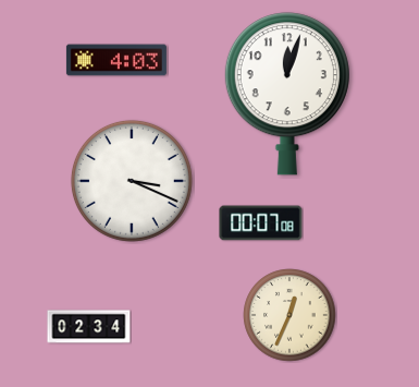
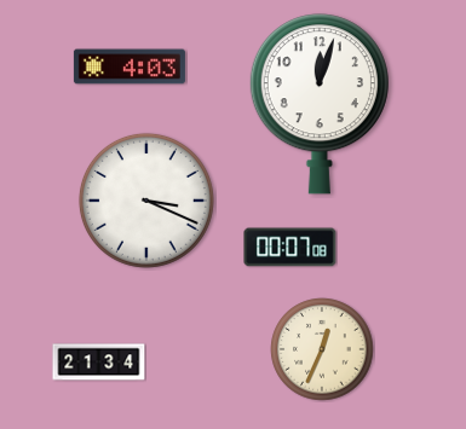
clock at (89, 327): 02:34 -> 21:34
